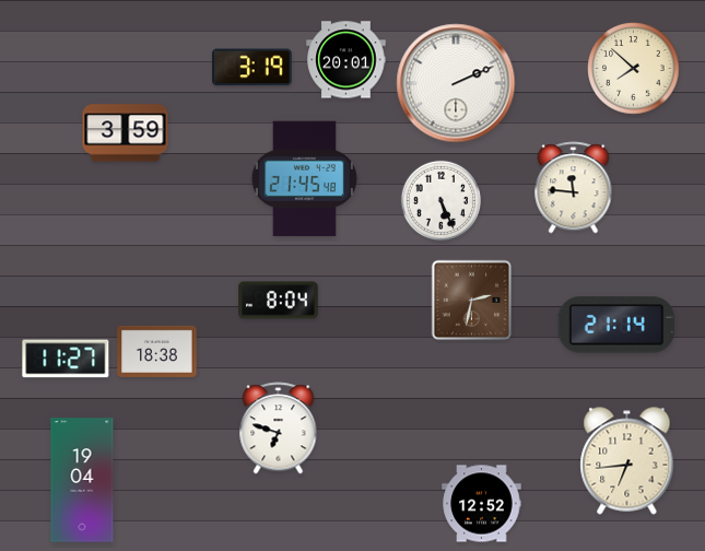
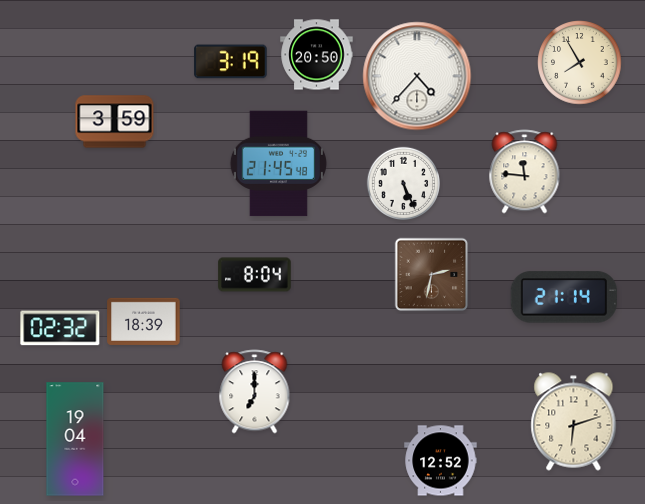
clock at (346, 60): 20:01 -> 20:50
clock at (634, 69): 7:52 -> 7:55
clock at (456, 83): 2:11 -> 4:37
clock at (157, 351): 18:38 -> 18:39
clock at (66, 359): 11:27 -> 02:32
clock at (279, 429): 6:48 -> 7:00
clock at (627, 461): 6:44 -> 6:12
